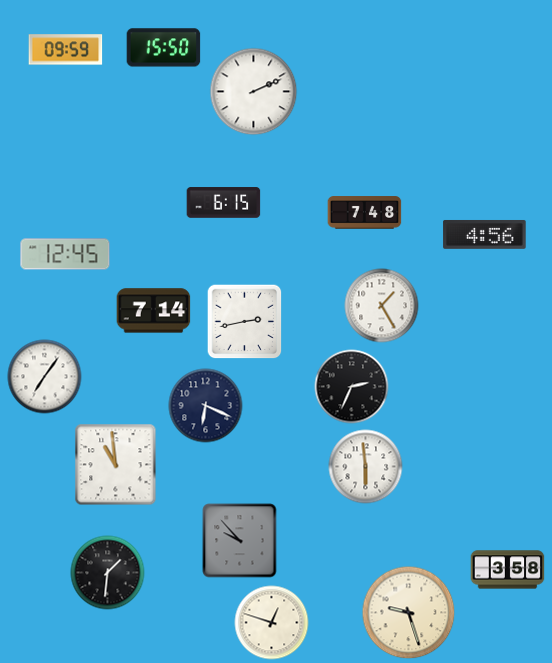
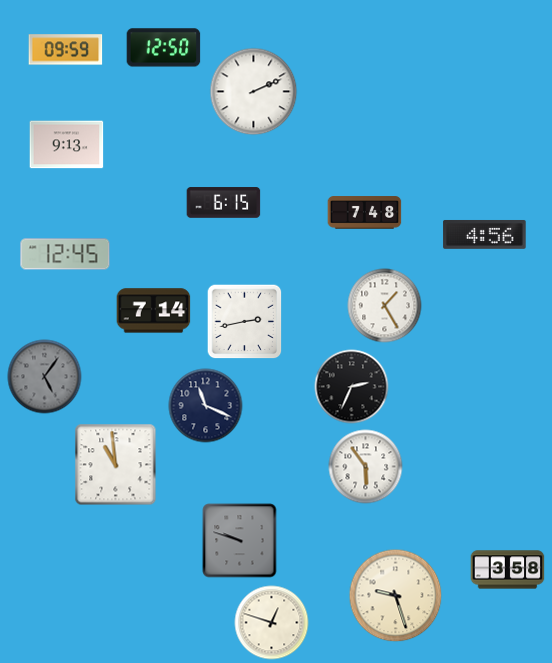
clock at (164, 48): 15:50 -> 12:50
clock at (67, 145): none -> 9:13
clock at (382, 306) position: (382, 306) -> (385, 306)
clock at (45, 377): 7:06 -> 5:06
clock at (45, 377) dial: white -> grey
clock at (206, 406): 6:19 -> 11:19
clock at (366, 467): 5:59 -> 5:54
clock at (240, 541): 9:53 -> 9:48
clock at (108, 573): 1:31 -> none
clock at (409, 613) position: (409, 613) -> (396, 596)
